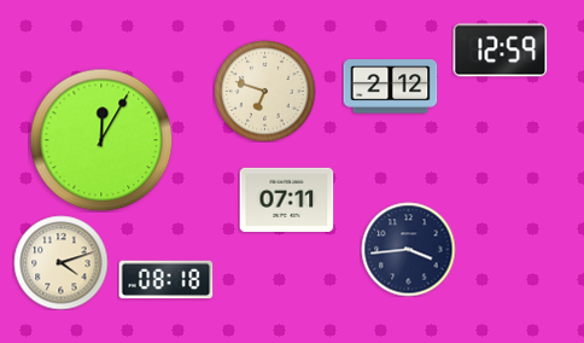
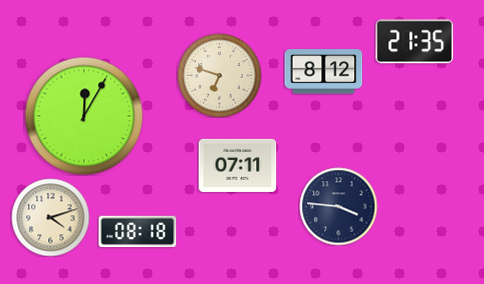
clock at (500, 51): 12:59 -> 21:35
clock at (390, 87): 2:12 -> 8:12
clock at (408, 249): 3:44 -> 3:46
